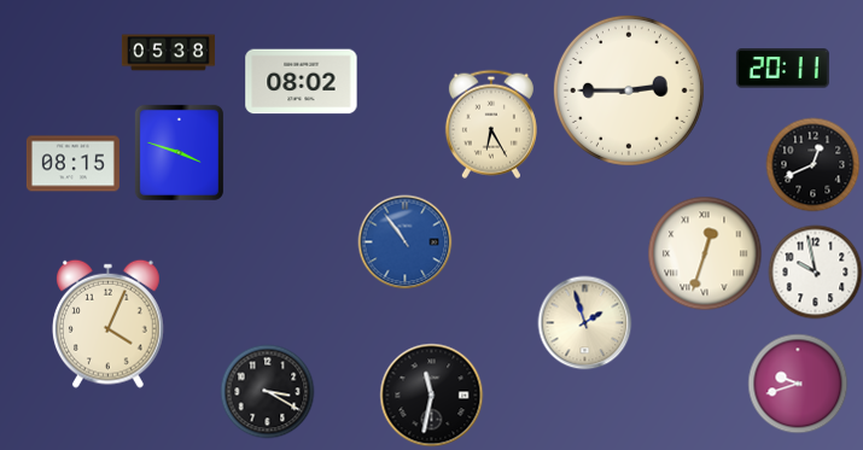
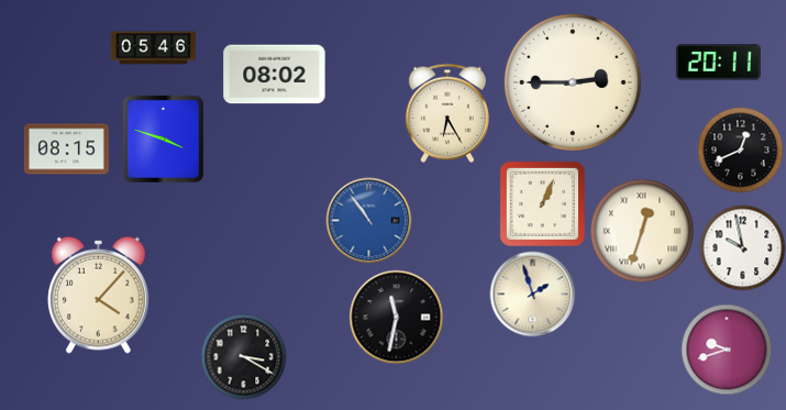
clock at (168, 53): 05:38 -> 05:46
clock at (782, 69) position: (782, 69) -> (718, 63)
clock at (542, 203): none -> 1:04
clock at (107, 323): 4:04 -> 4:07
clock at (431, 395) position: (431, 395) -> (396, 317)
